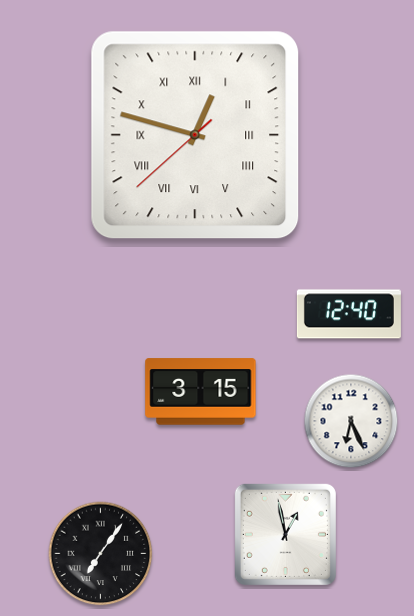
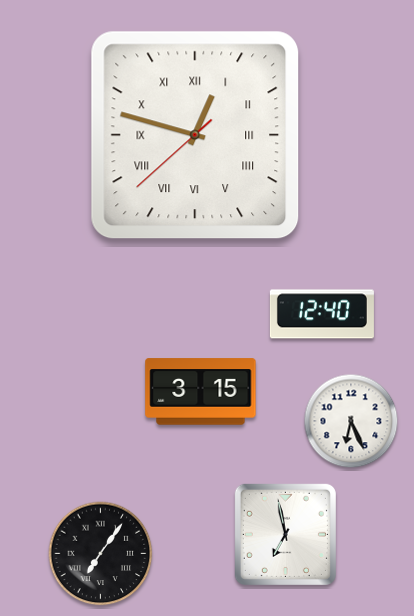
clock at (349, 314) position: (349, 314) -> (322, 314)
clock at (285, 534): 12:58 -> 6:58
